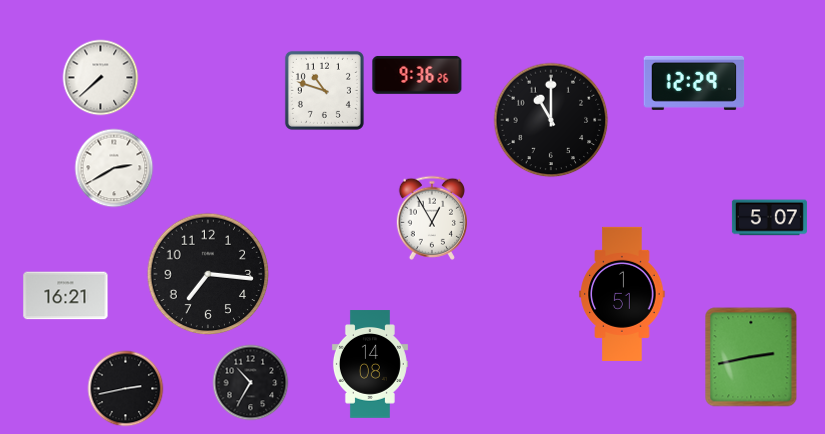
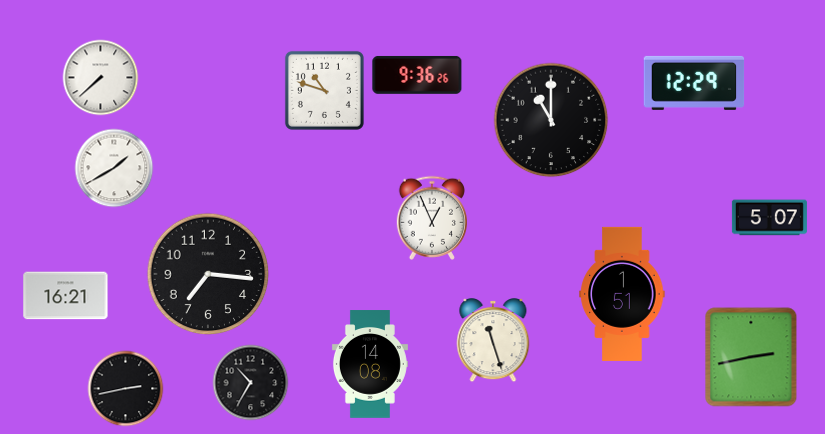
clock at (114, 168): 2:40 -> 1:40
clock at (432, 218): 12:55 -> 12:56
clock at (493, 341): none -> 11:27
